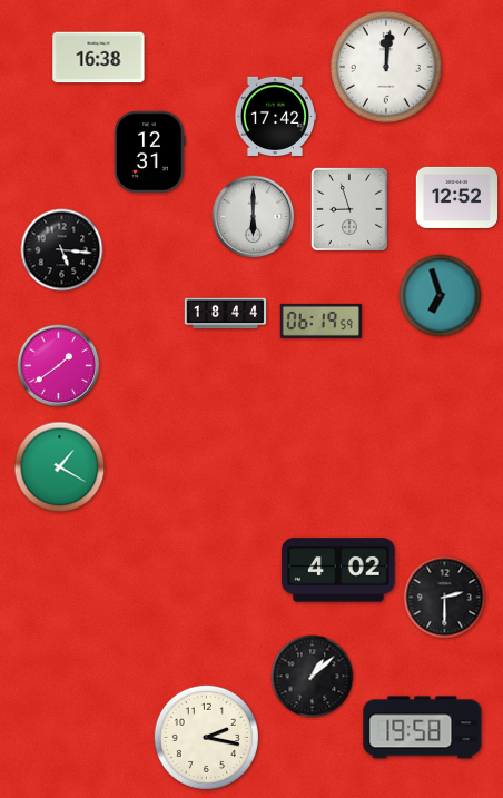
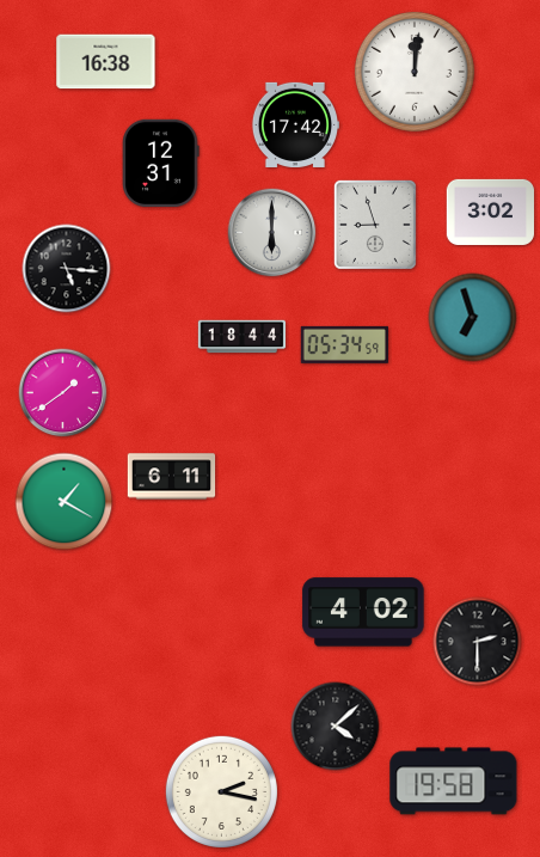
clock at (457, 197): 12:52 -> 3:02
clock at (320, 321): 06:19 -> 05:34
clock at (172, 477): none -> 6:11
clock at (313, 677): 1:08 -> 4:08
